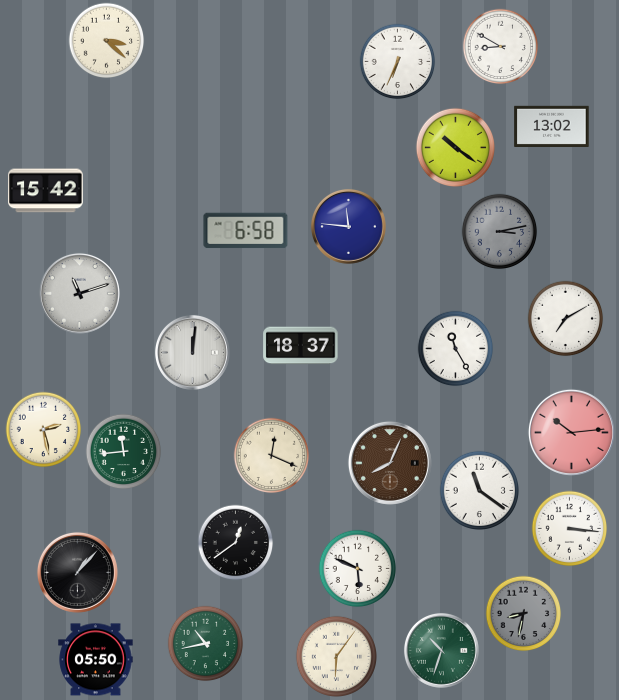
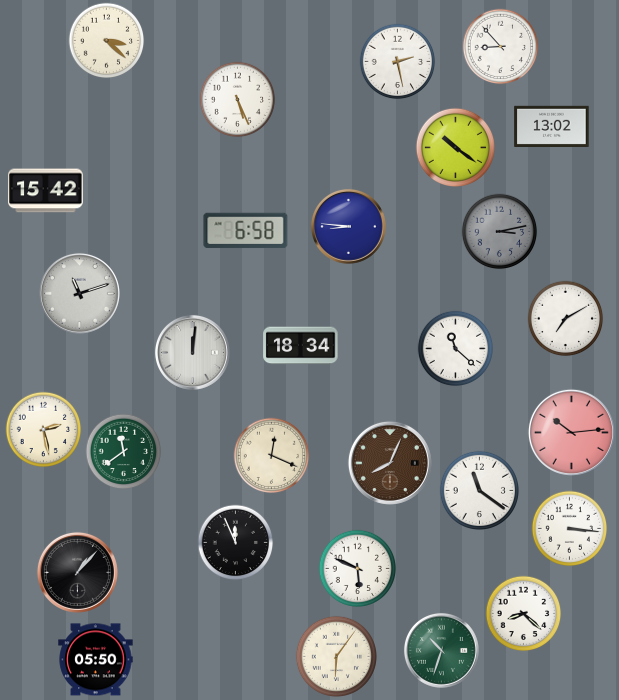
clock at (501, 47): 8:50 -> 8:53
clock at (398, 62): 6:34 -> 2:28
clock at (238, 100): none -> 5:26
clock at (348, 226): 11:46 -> 8:46
clock at (301, 346): 18:37 -> 18:34
clock at (456, 349): 11:25 -> 11:22
clock at (124, 452): 11:44 -> 11:39
clock at (236, 543): 12:39 -> 11:56
clock at (524, 614): 8:32 -> 8:22
clock at (524, 614) dial: grey -> white
clock at (206, 644): 10:43 -> none
